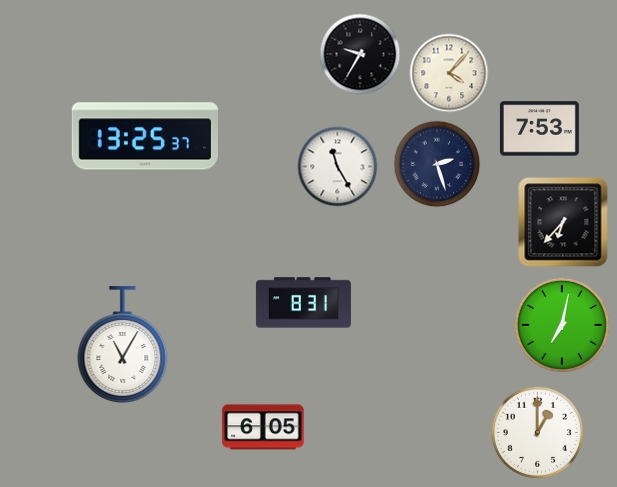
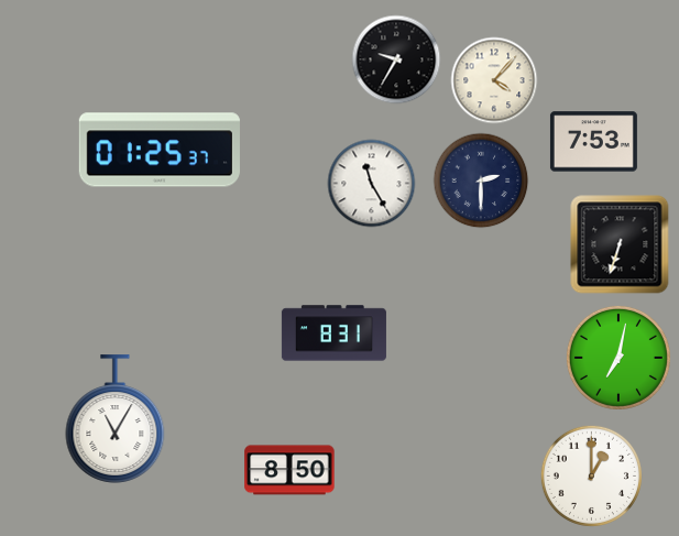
clock at (145, 136): 13:25 -> 01:25
clock at (437, 164): 2:27 -> 2:30
clock at (563, 222): 6:37 -> 6:33
clock at (123, 345) position: (123, 345) -> (116, 419)
clock at (263, 427): 6:05 -> 8:50
